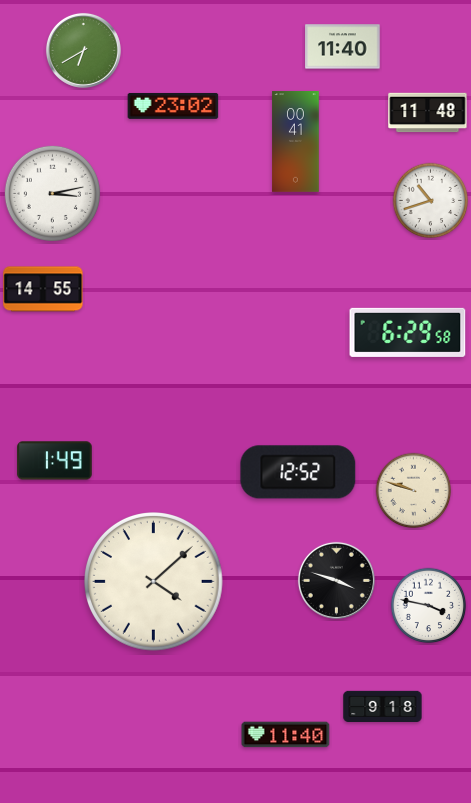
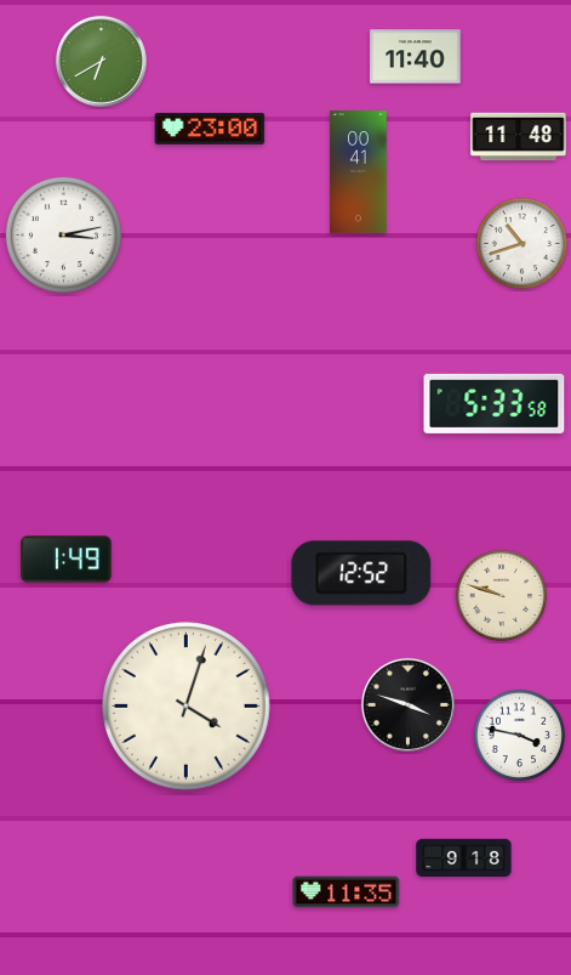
clock at (173, 106): 23:02 -> 23:00
clock at (43, 289): 14:55 -> none
clock at (408, 332): 6:29 -> 5:33
clock at (154, 582): 4:08 -> 4:03
clock at (286, 735): 11:40 -> 11:35
